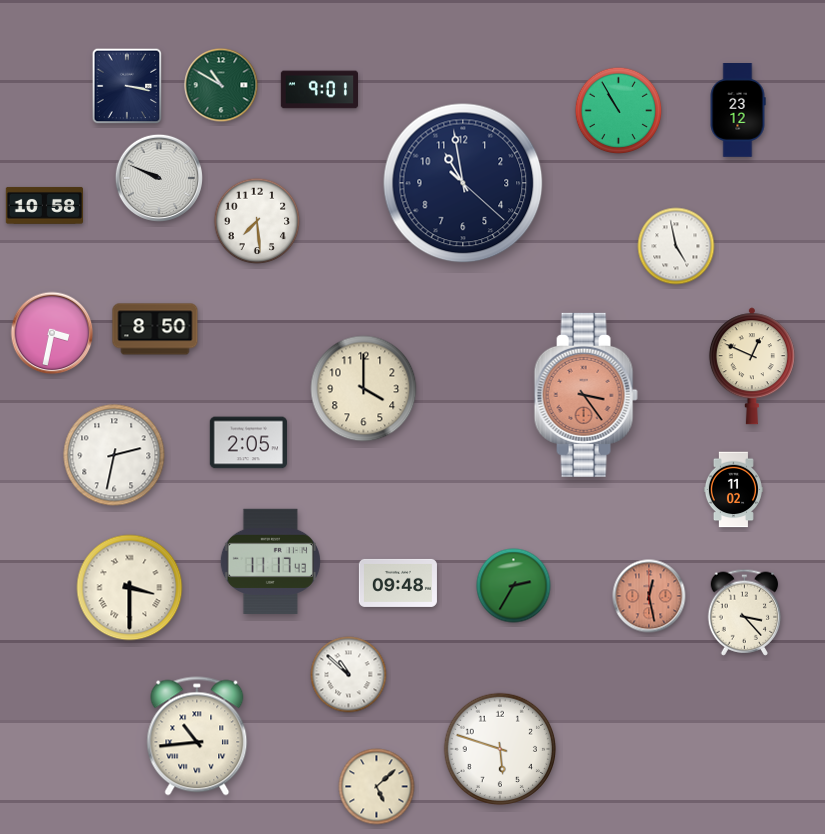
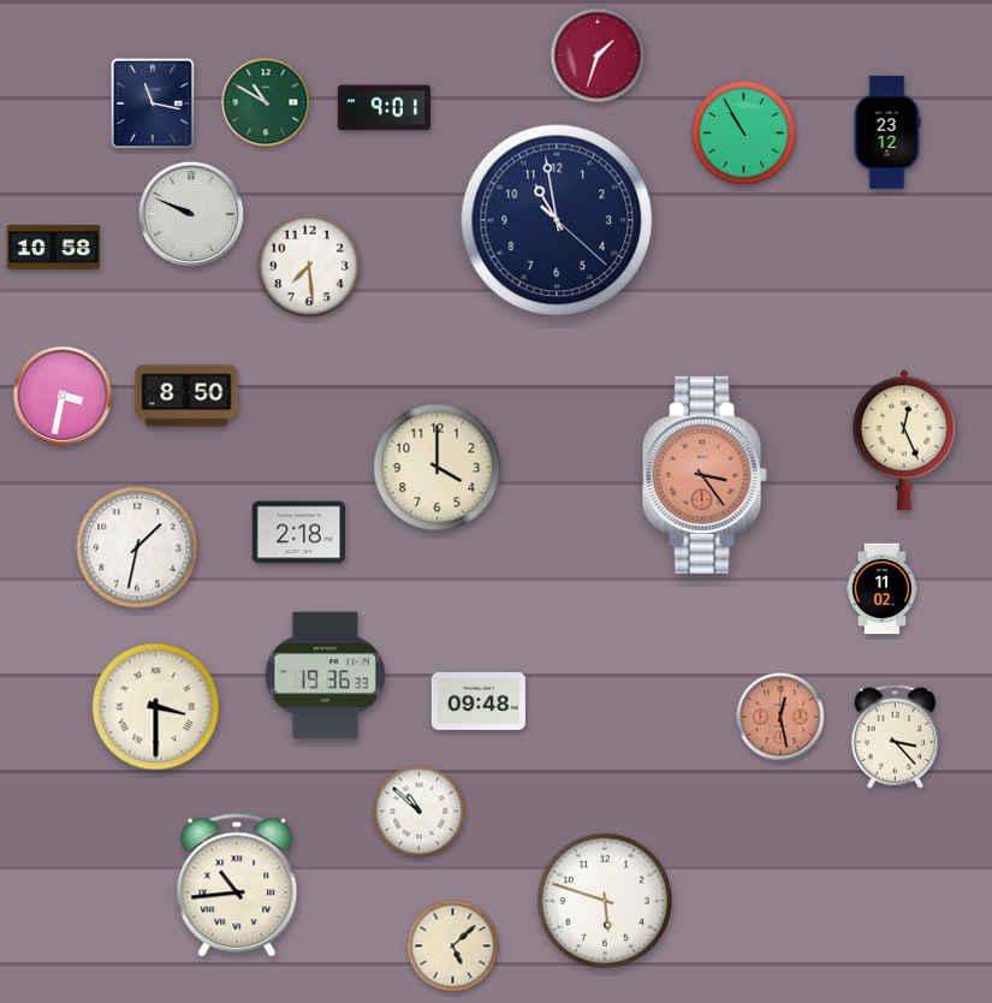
clock at (598, 55): none -> 1:33
clock at (127, 86): 3:17 -> 11:17
clock at (676, 246): 4:58 -> none
clock at (52, 333) position: (52, 333) -> (63, 396)
clock at (752, 366): 12:49 -> 12:26
clock at (248, 443): 2:05 -> 2:18
clock at (114, 455): 2:32 -> 1:32
clock at (270, 561): 11:17 -> 19:36
clock at (514, 586): 2:35 -> none
clock at (500, 749) position: (500, 749) -> (605, 901)
